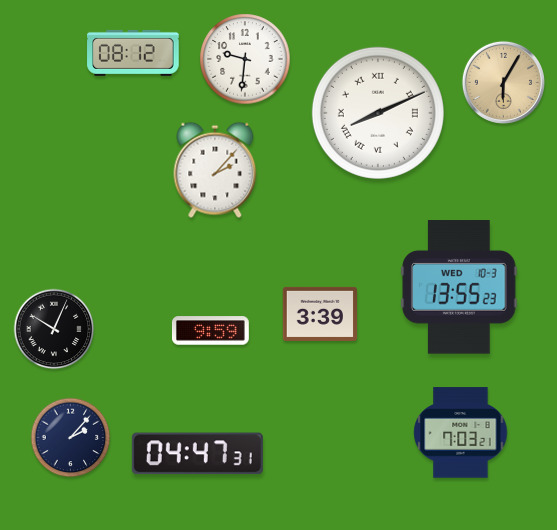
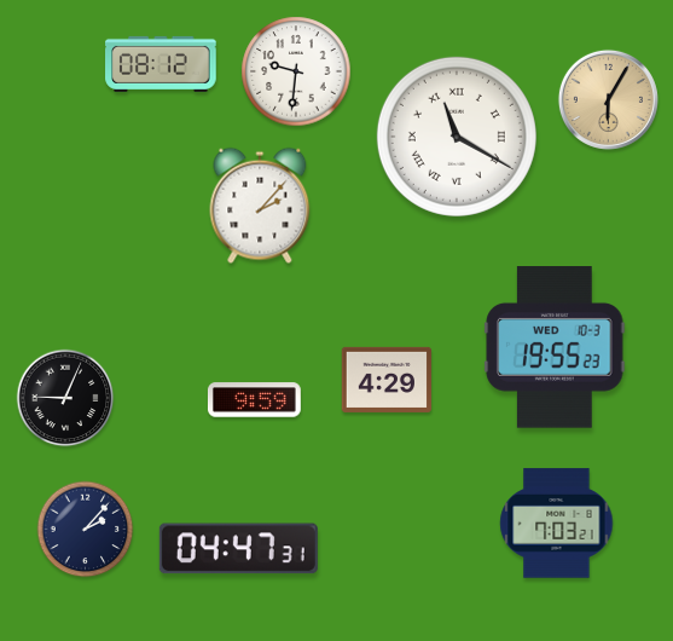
clock at (378, 113): 8:11 -> 11:20
clock at (459, 287): 13:55 -> 19:55
clock at (320, 314): 3:39 -> 4:29
clock at (54, 329): 10:04 -> 9:04
